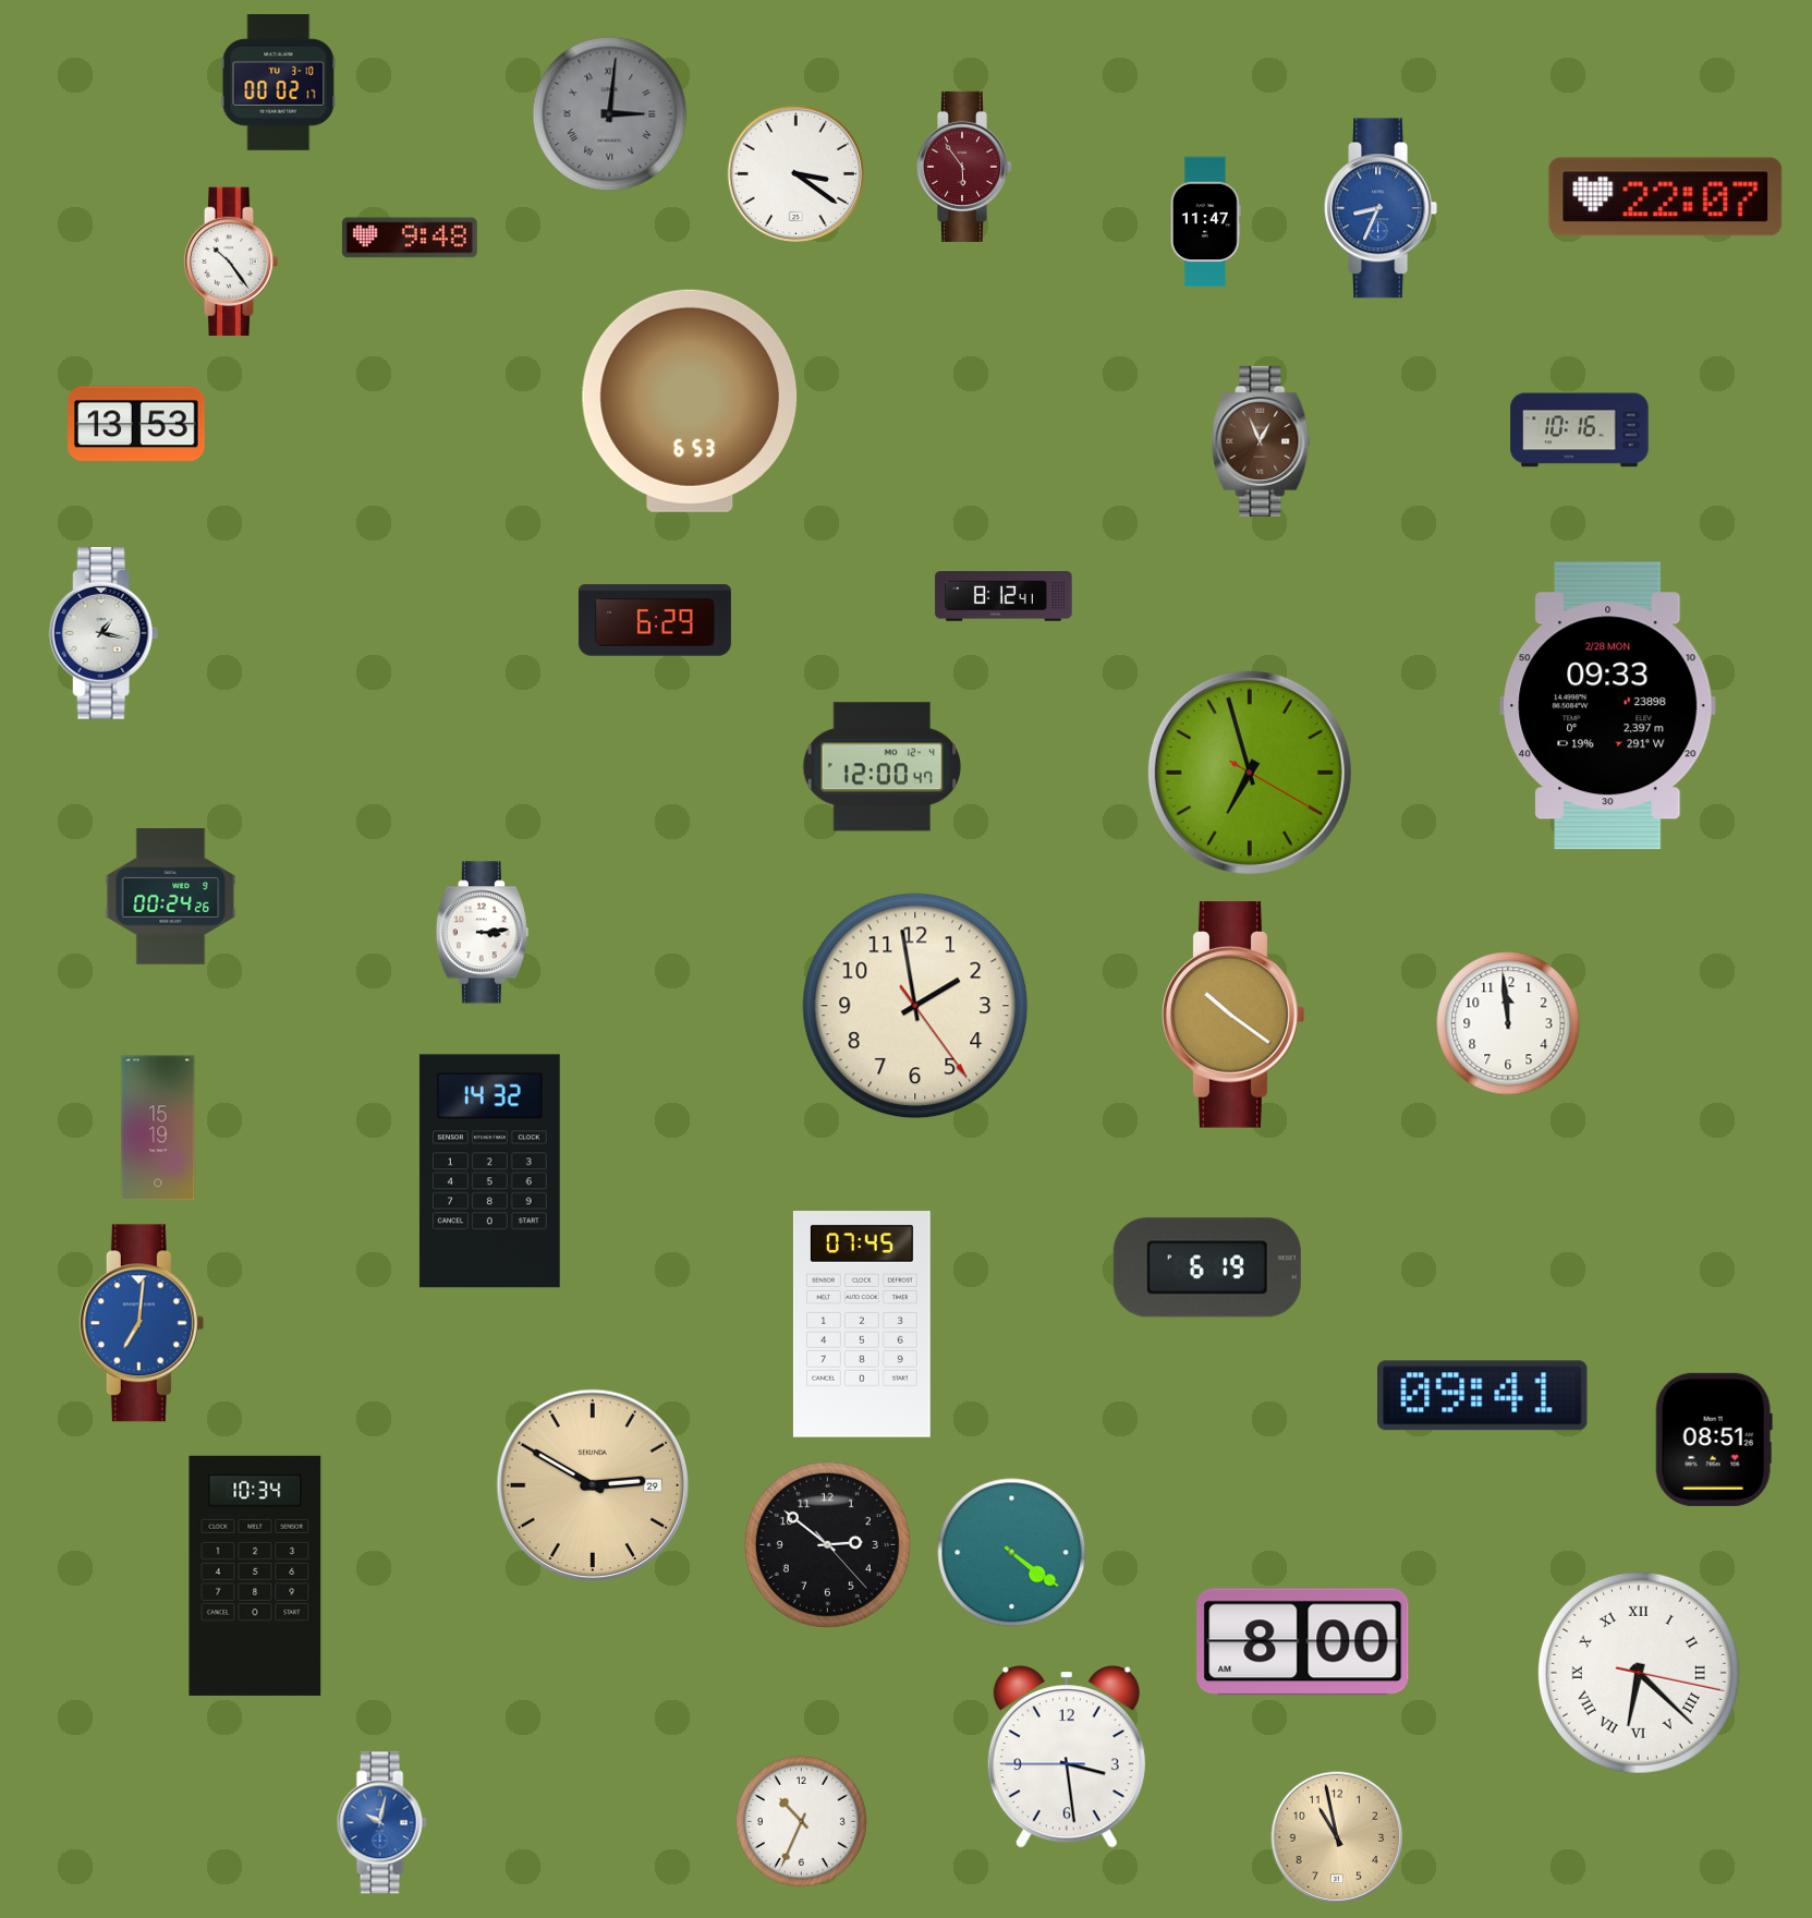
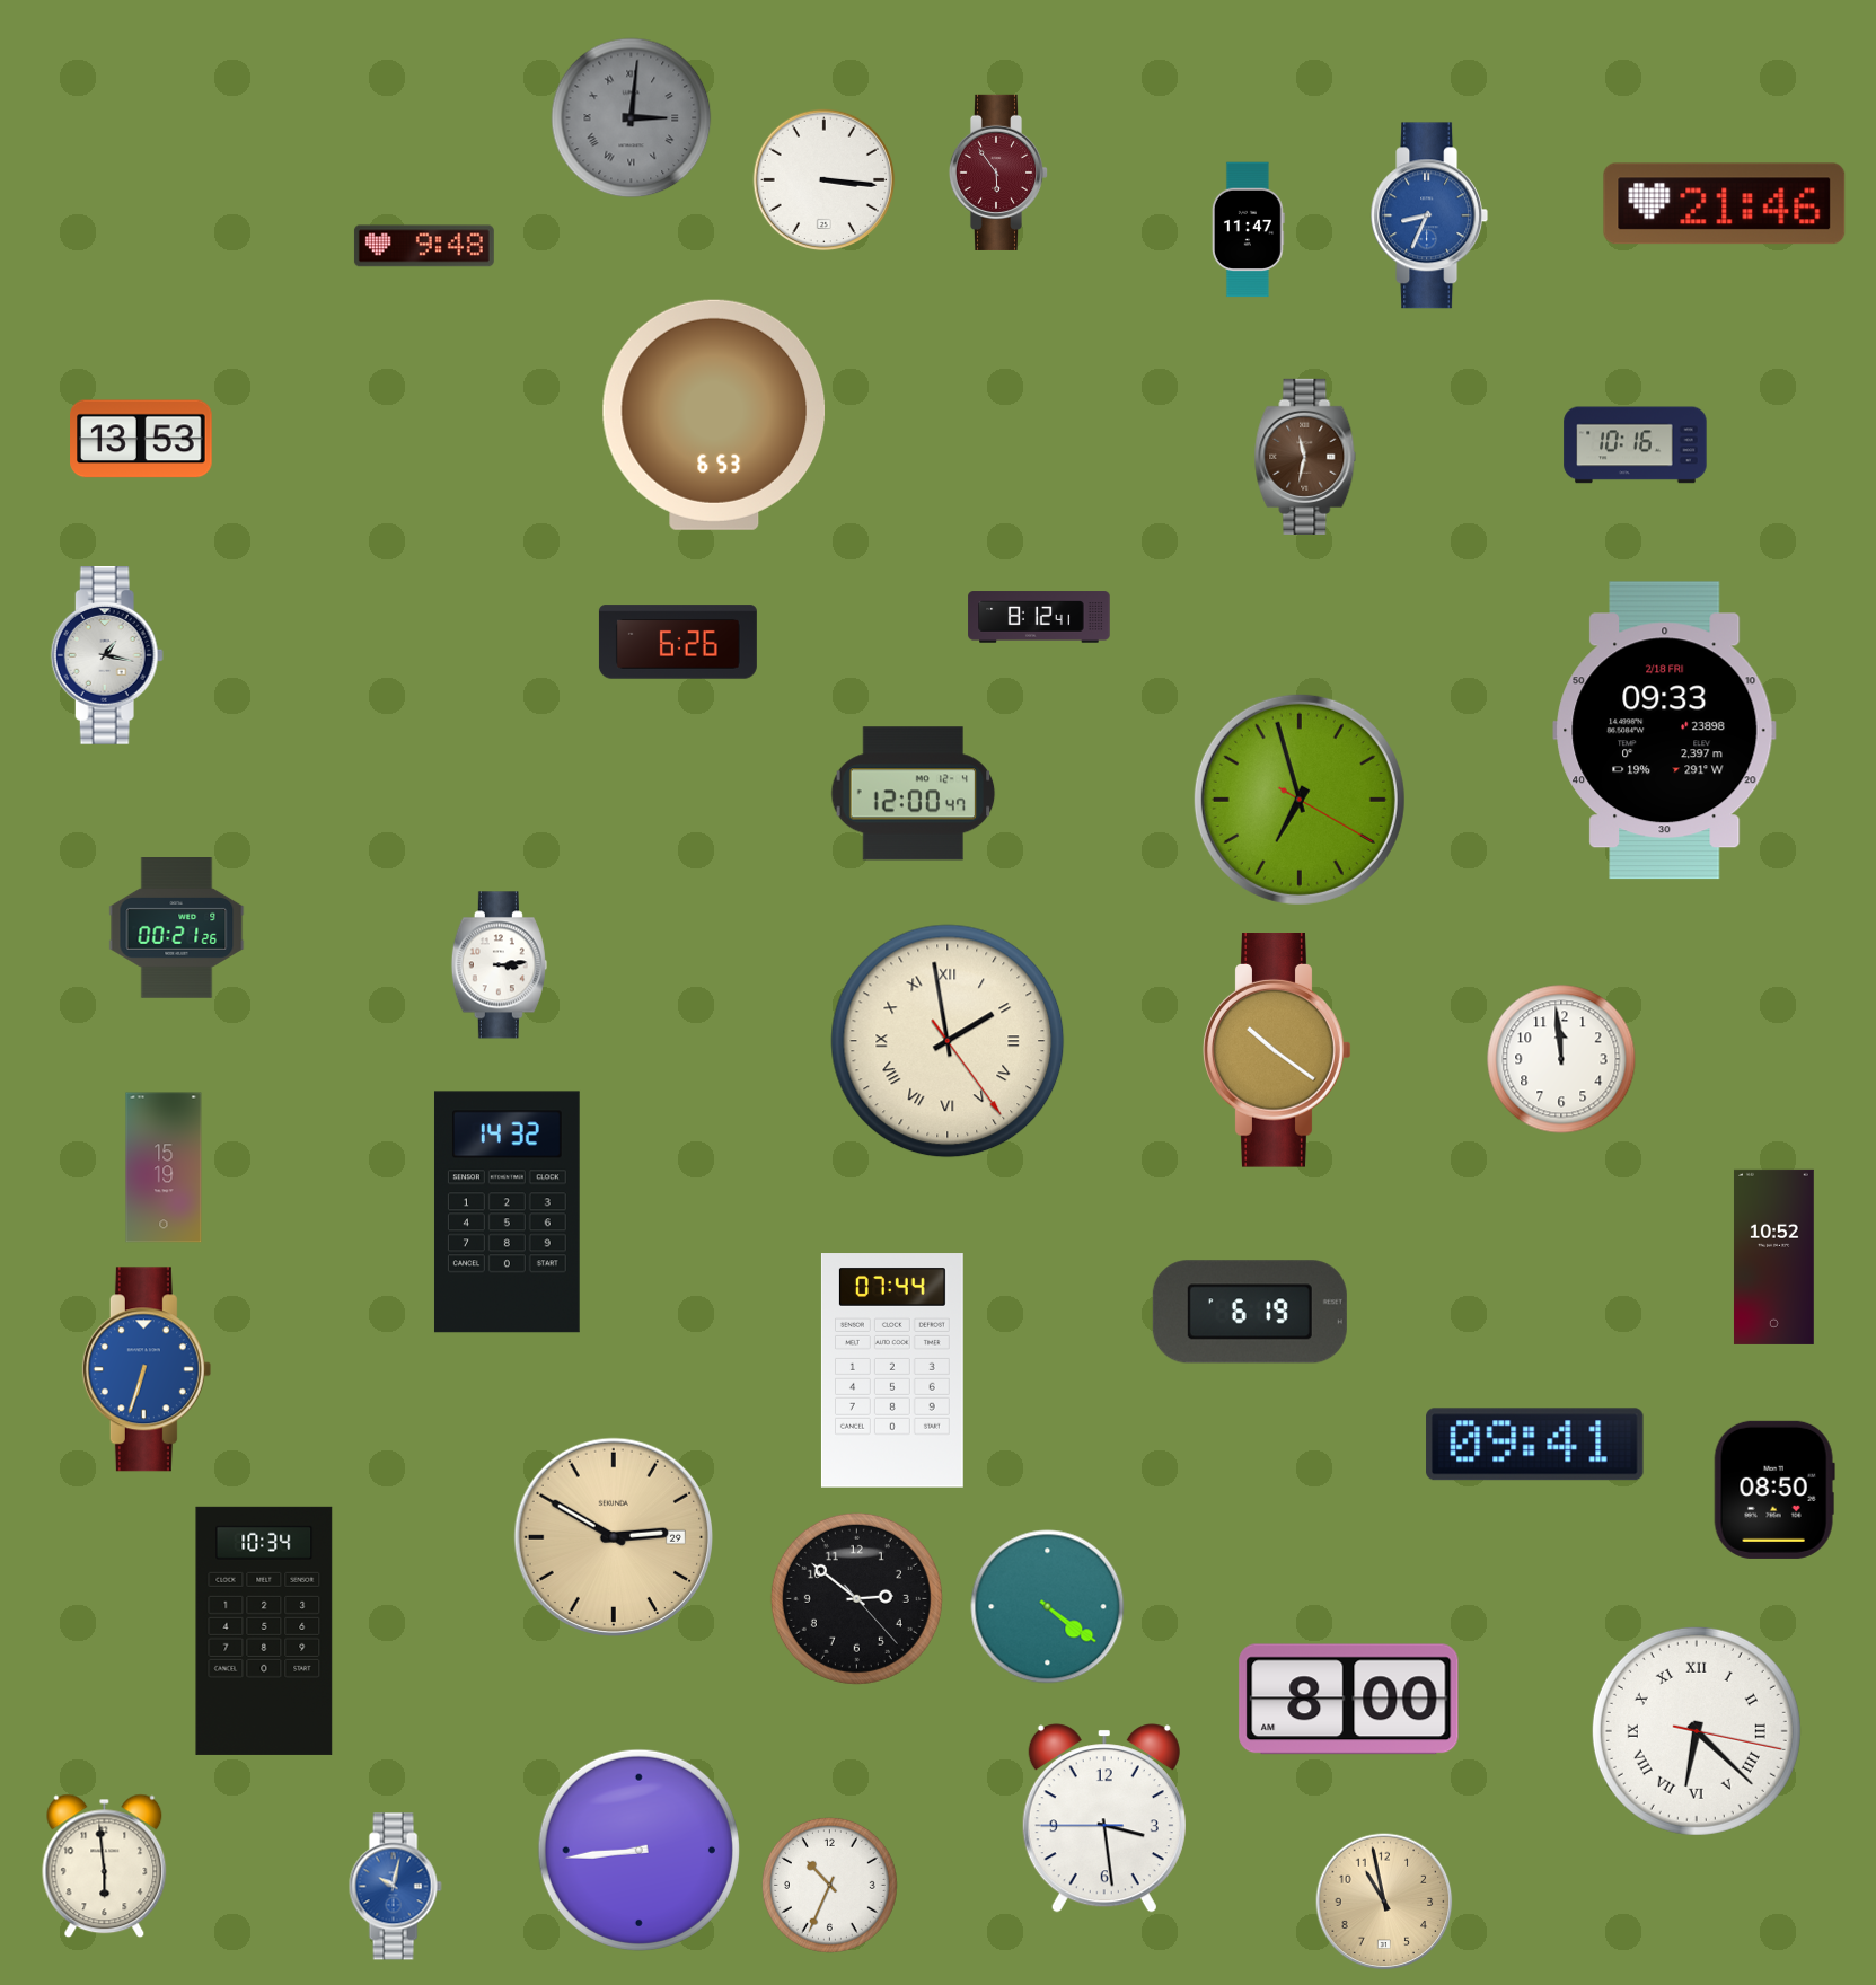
clock at (279, 83): 00:02 -> none
clock at (796, 174): 3:21 -> 3:16
clock at (1666, 197): 22:07 -> 21:46
clock at (231, 262): 10:24 -> none
clock at (1261, 441): 12:56 -> 11:32
clock at (655, 620): 6:29 -> 6:26
clock at (1608, 706) date: 2/28 MON -> 2/18 FRI
clock at (1250, 773) position: (1250, 773) -> (1300, 800)
clock at (171, 897): 00:24 -> 00:21
clock at (915, 1006) numerals: Arabic -> Roman
clock at (1774, 1256): none -> 10:52
clock at (142, 1323): 7:01 -> 6:33
clock at (862, 1324): 07:45 -> 07:44
clock at (1714, 1440): 08:51 -> 08:50
clock at (638, 1850): none -> 8:44
clock at (105, 1867): none -> 5:59
